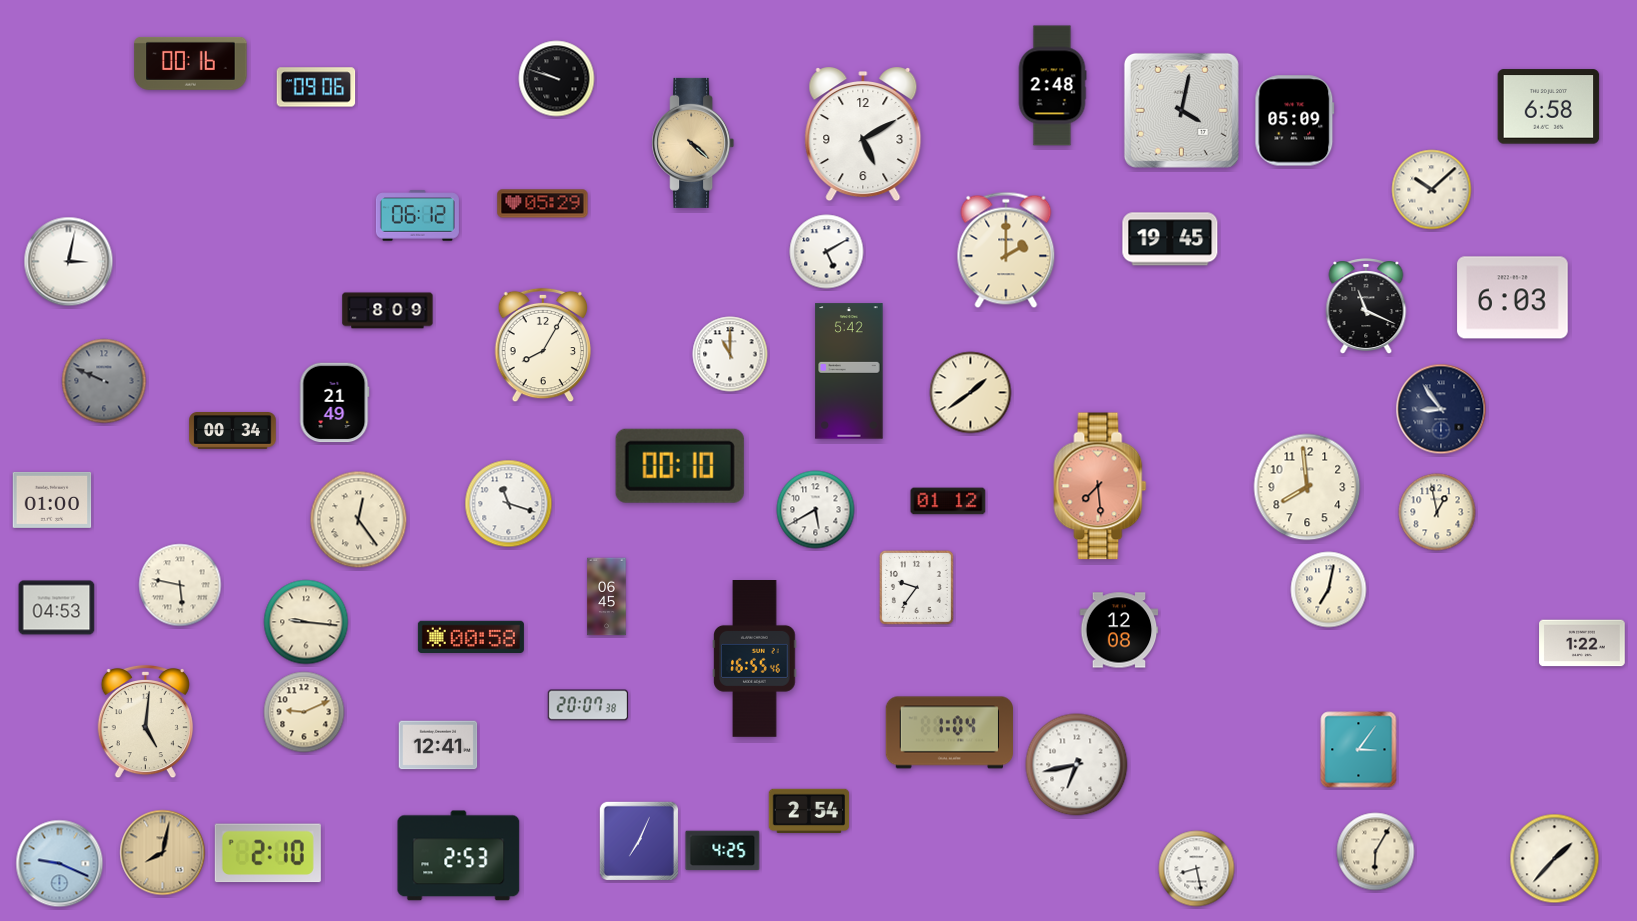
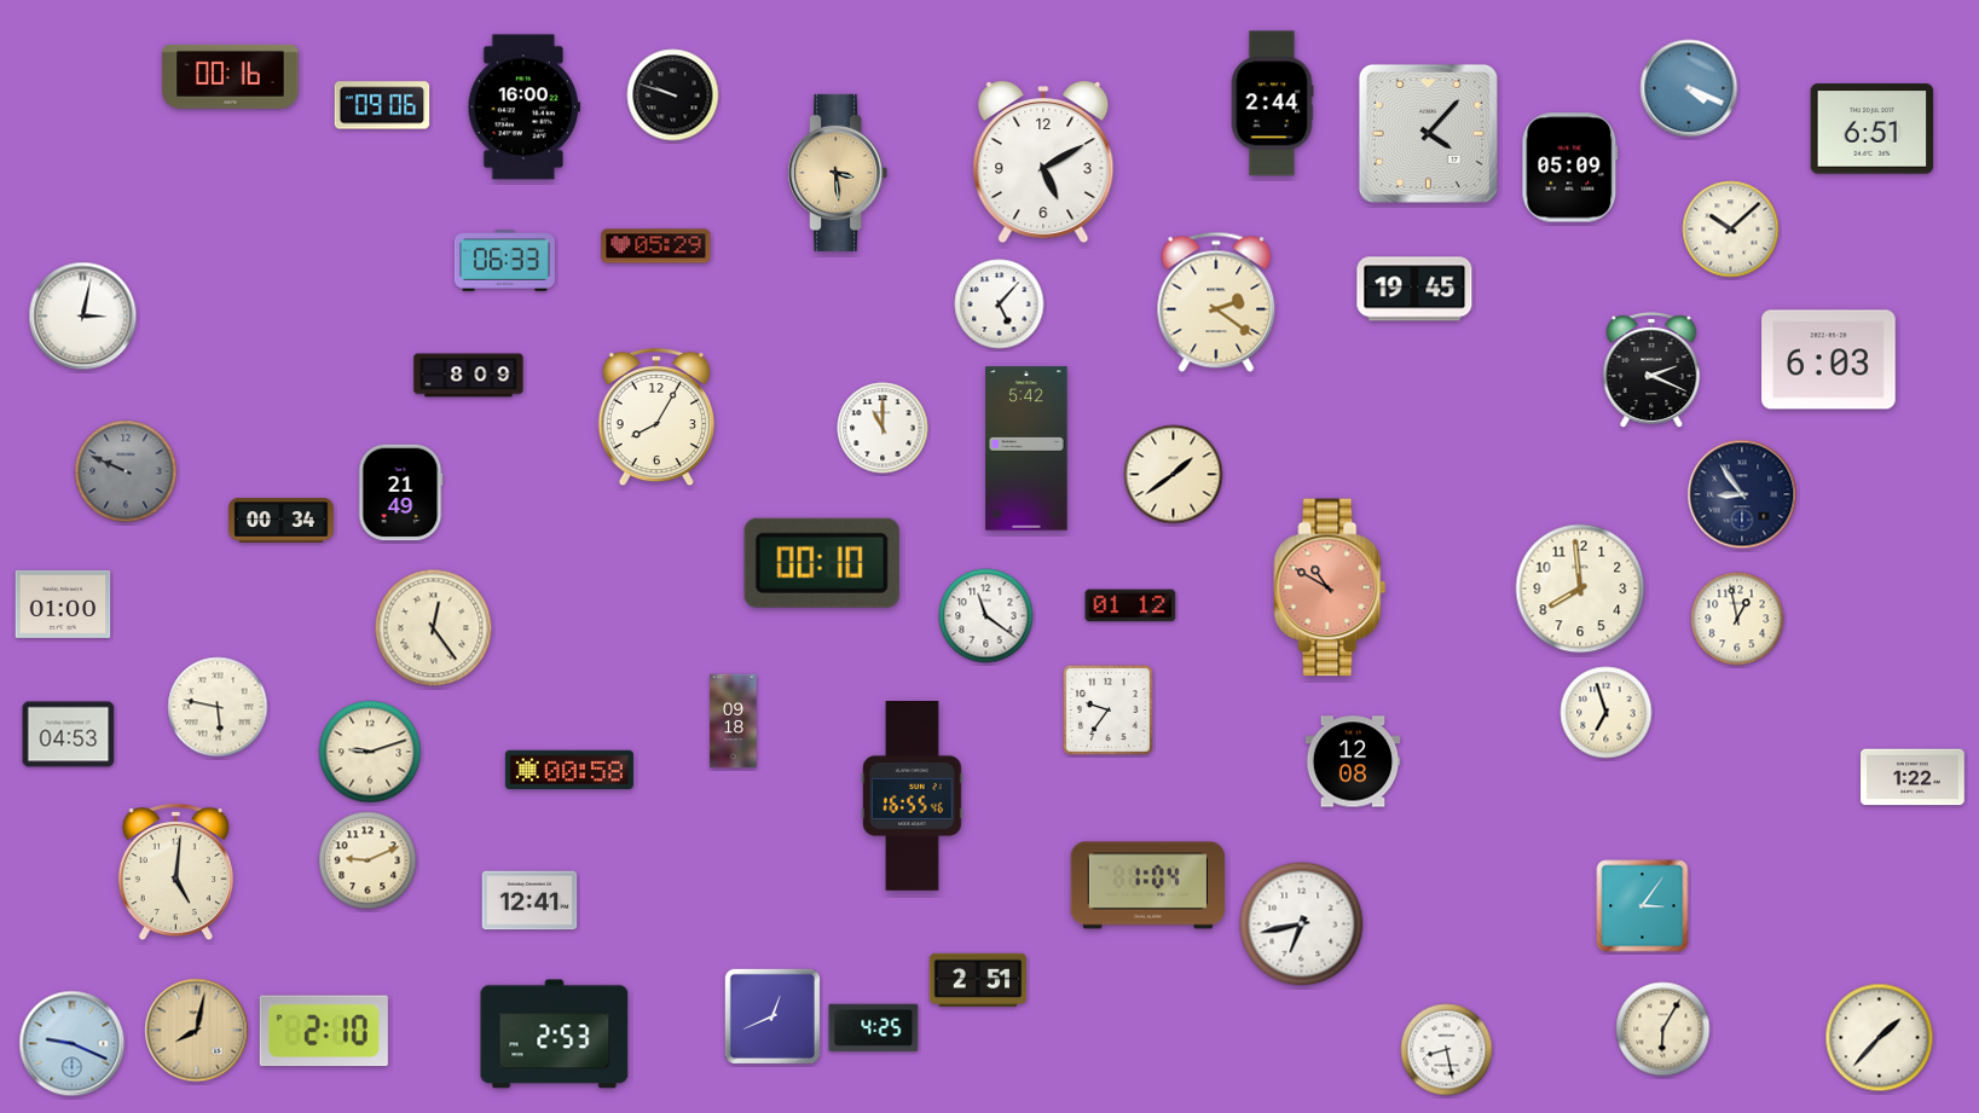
clock at (1689, 88): none -> 4:19
clock at (1052, 86): 2:48 -> 2:44
clock at (523, 108): none -> 16:00
clock at (1549, 107): 6:58 -> 6:51
clock at (1181, 110): 4:02 -> 4:07
clock at (1295, 121) position: (1295, 121) -> (1570, 168)
clock at (693, 143): 4:22 -> 3:29
clock at (417, 216): 06:12 -> 06:33
clock at (1006, 250): 2:00 -> 2:21
clock at (827, 252): 5:10 -> 5:07
clock at (1366, 306): 11:19 -> 2:19
clock at (104, 381) position: (104, 381) -> (126, 471)
clock at (334, 403) position: (334, 403) -> (400, 493)
clock at (1100, 486): 7:29 -> 10:50
clock at (948, 501) position: (948, 501) -> (1130, 605)
clock at (509, 504): 11:18 -> none
clock at (816, 510): 5:40 -> 11:21
clock at (1329, 590): 7:02 -> 6:57
clock at (607, 597): 06:45 -> 09:18
clock at (306, 622): 9:16 -> 9:12
clock at (588, 705): 20:07 -> none
clock at (809, 811): 2:54 -> 2:51
clock at (639, 841): 7:04 -> 12:41
